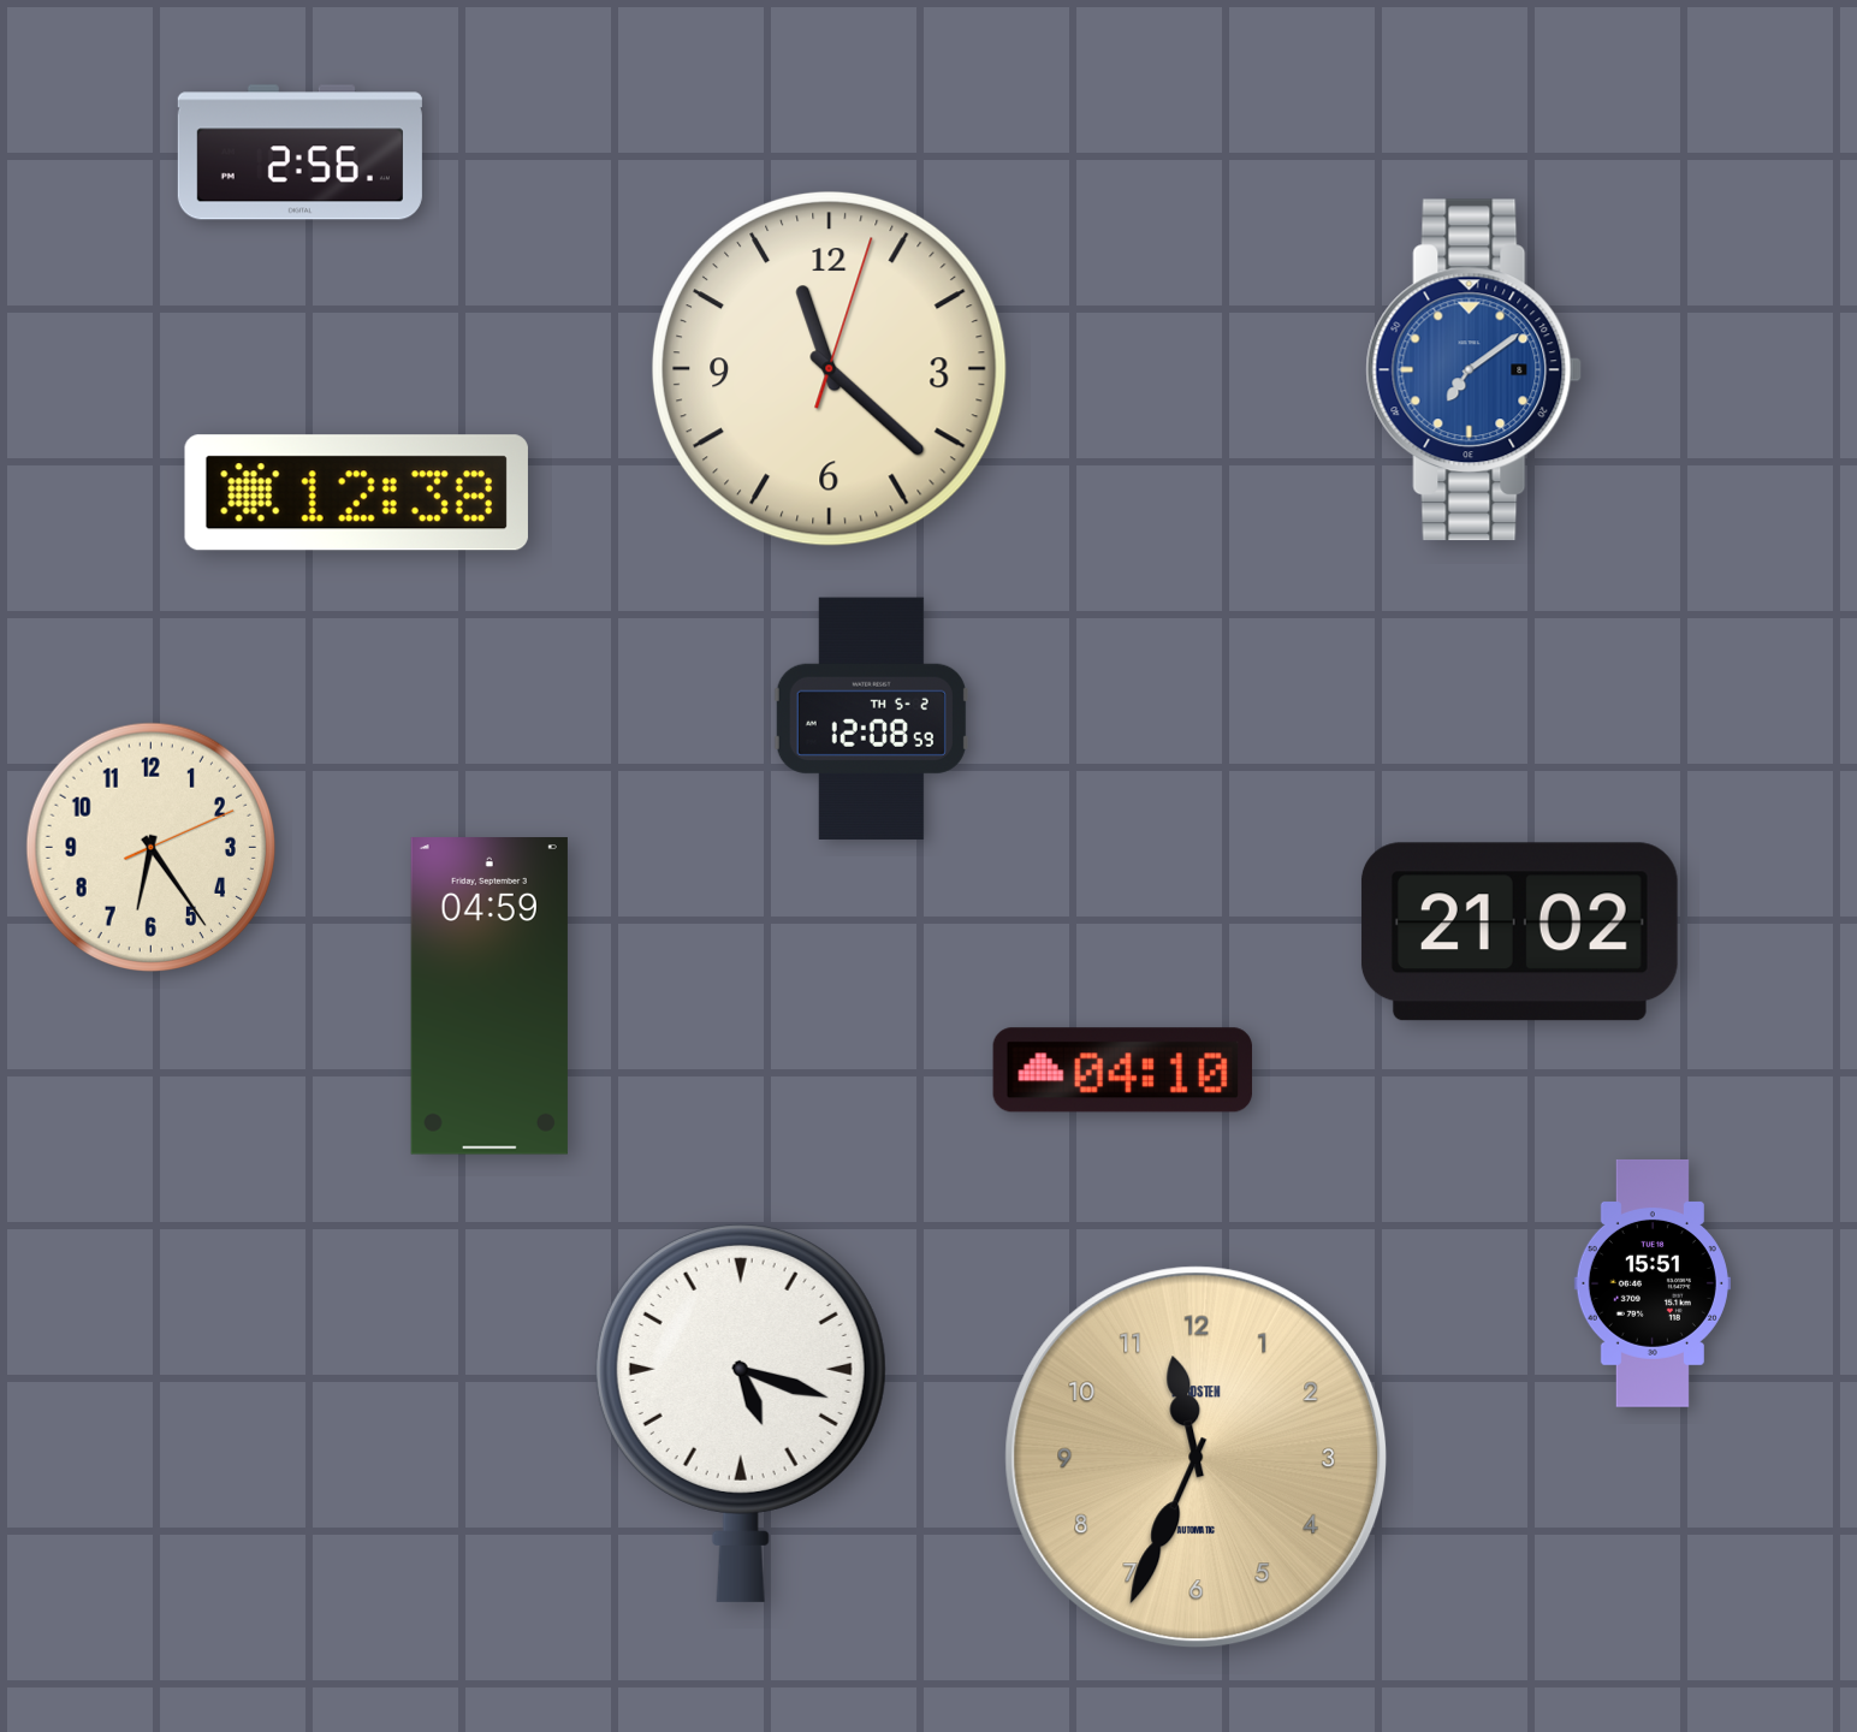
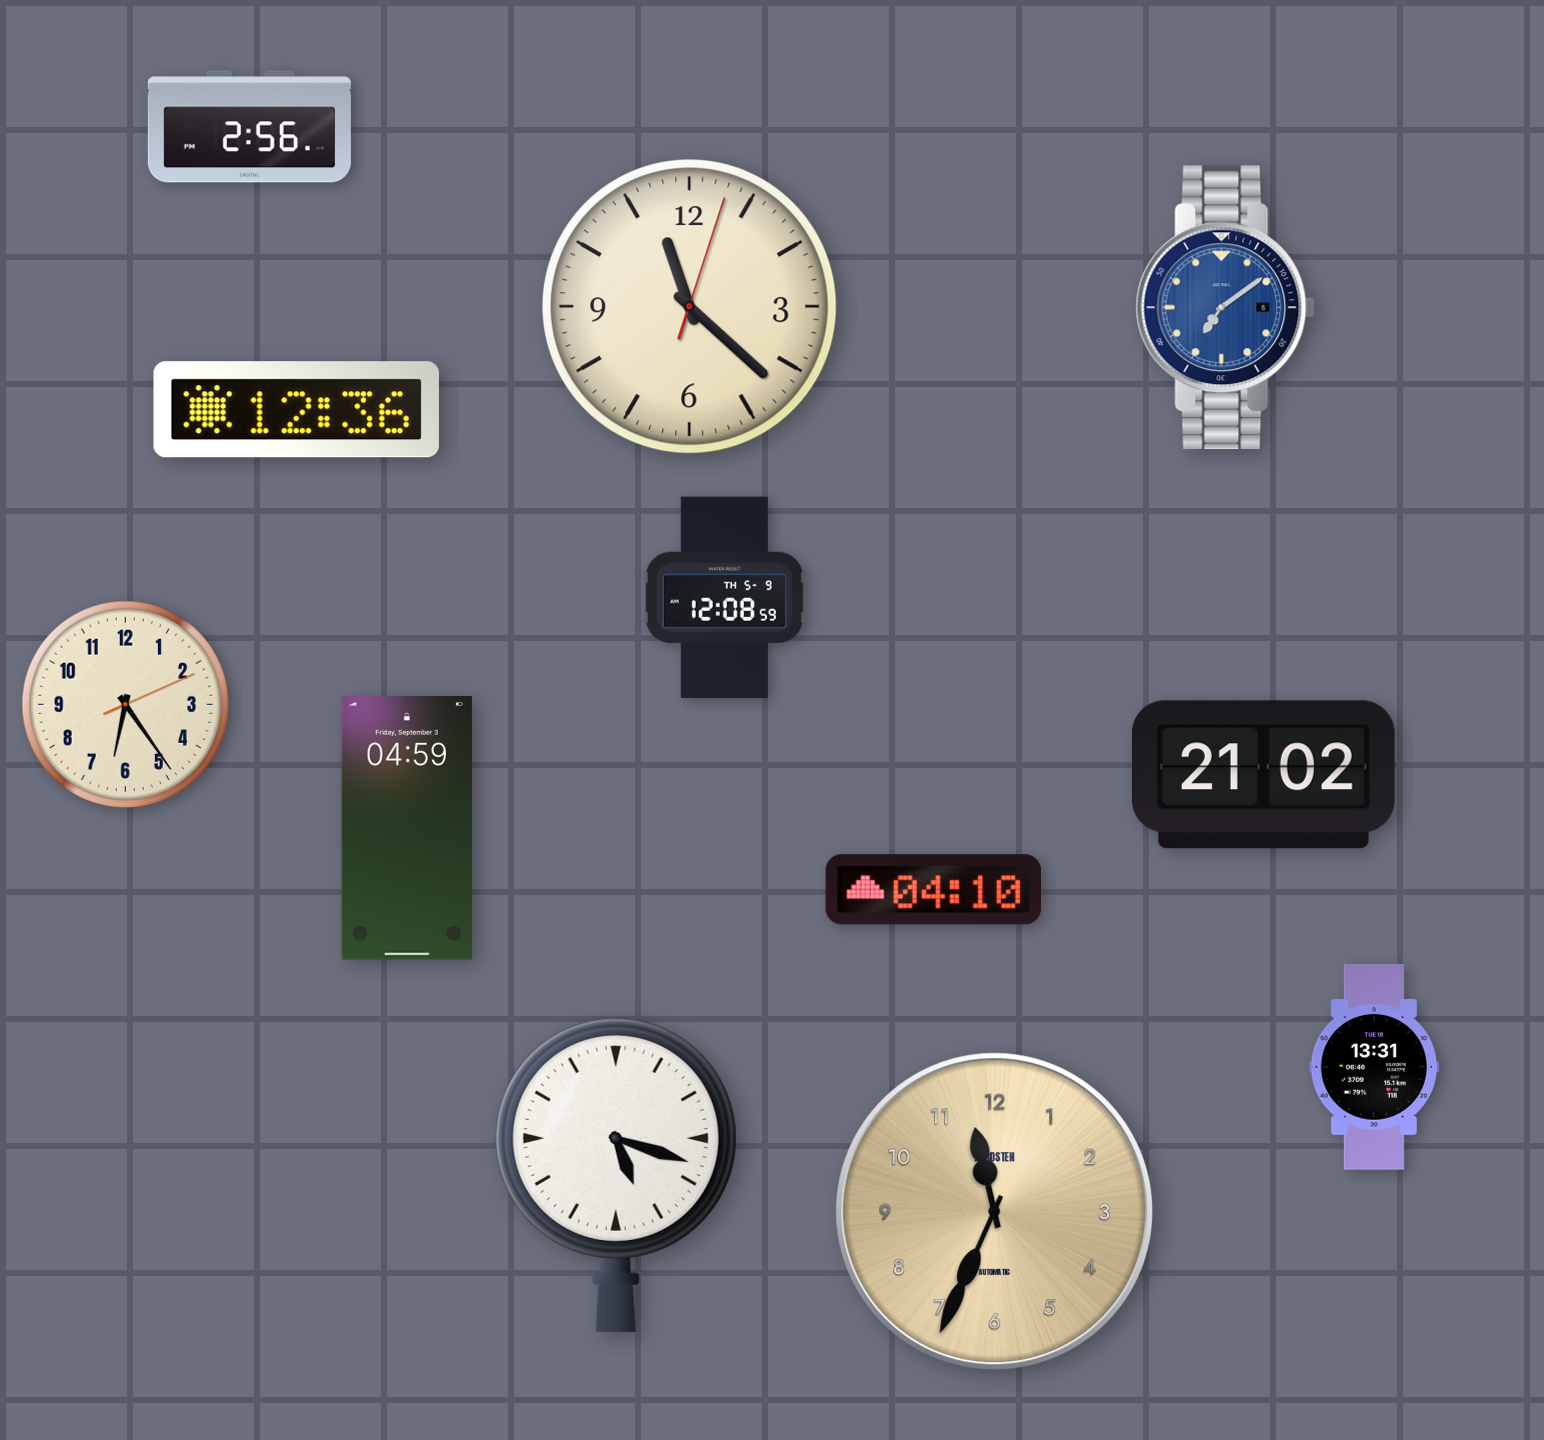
clock at (356, 493): 12:38 -> 12:36
clock at (871, 718) date: TH 5-2 -> TH 5-9
clock at (1653, 1283): 15:51 -> 13:31
